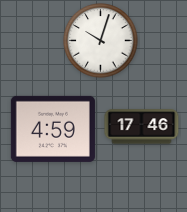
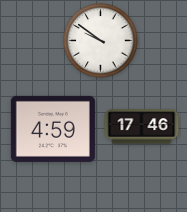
clock at (101, 41): 10:03 -> 9:51
